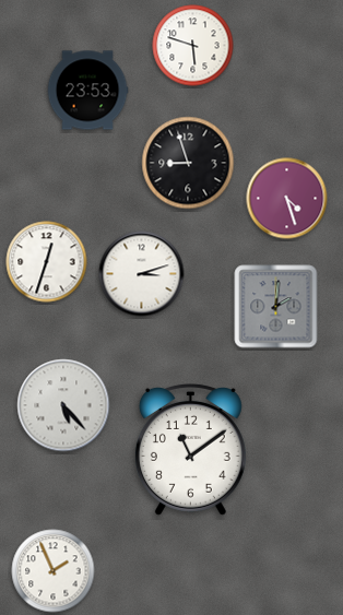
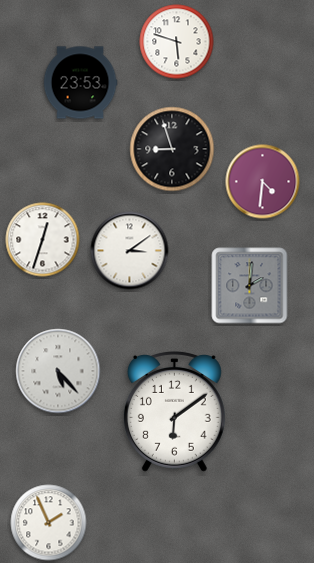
clock at (287, 199): 4:27 -> 4:31
clock at (142, 274): 3:12 -> 3:09
clock at (276, 307) position: (276, 307) -> (250, 286)
clock at (190, 449): 11:09 -> 6:09
